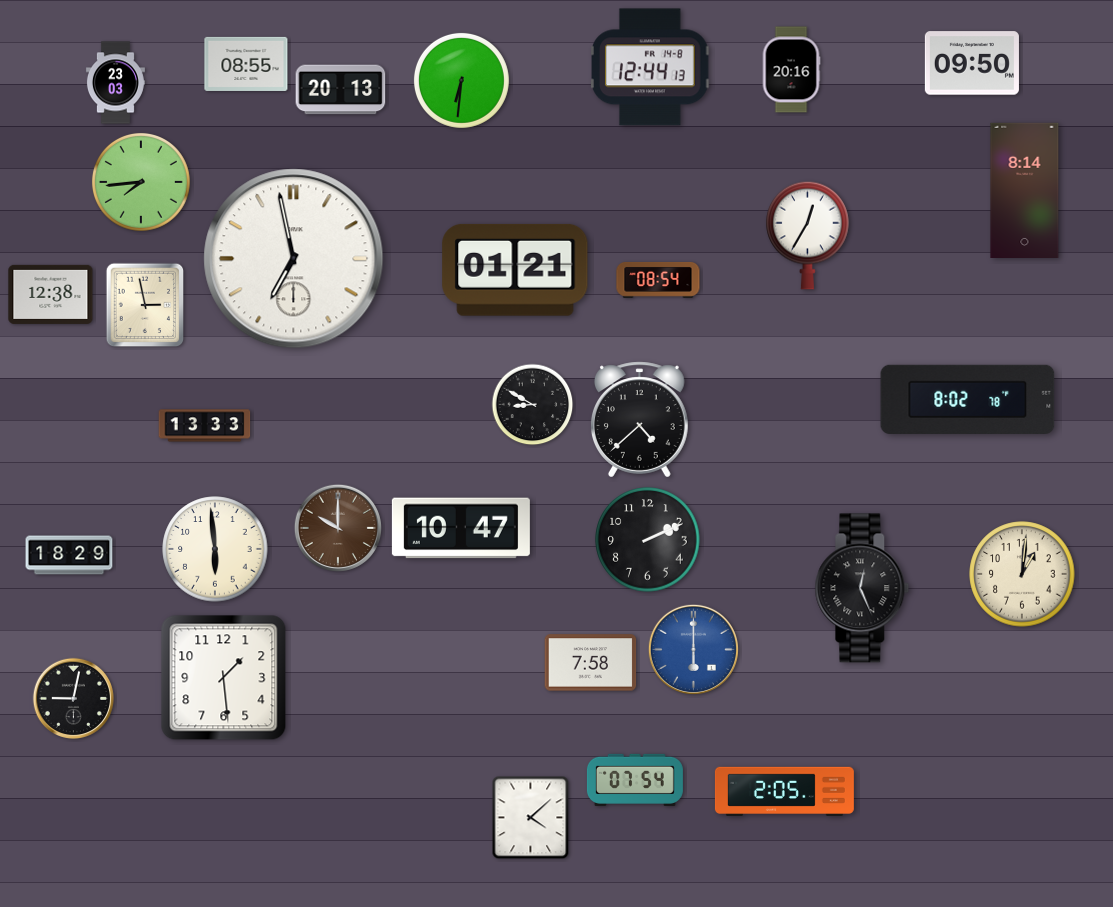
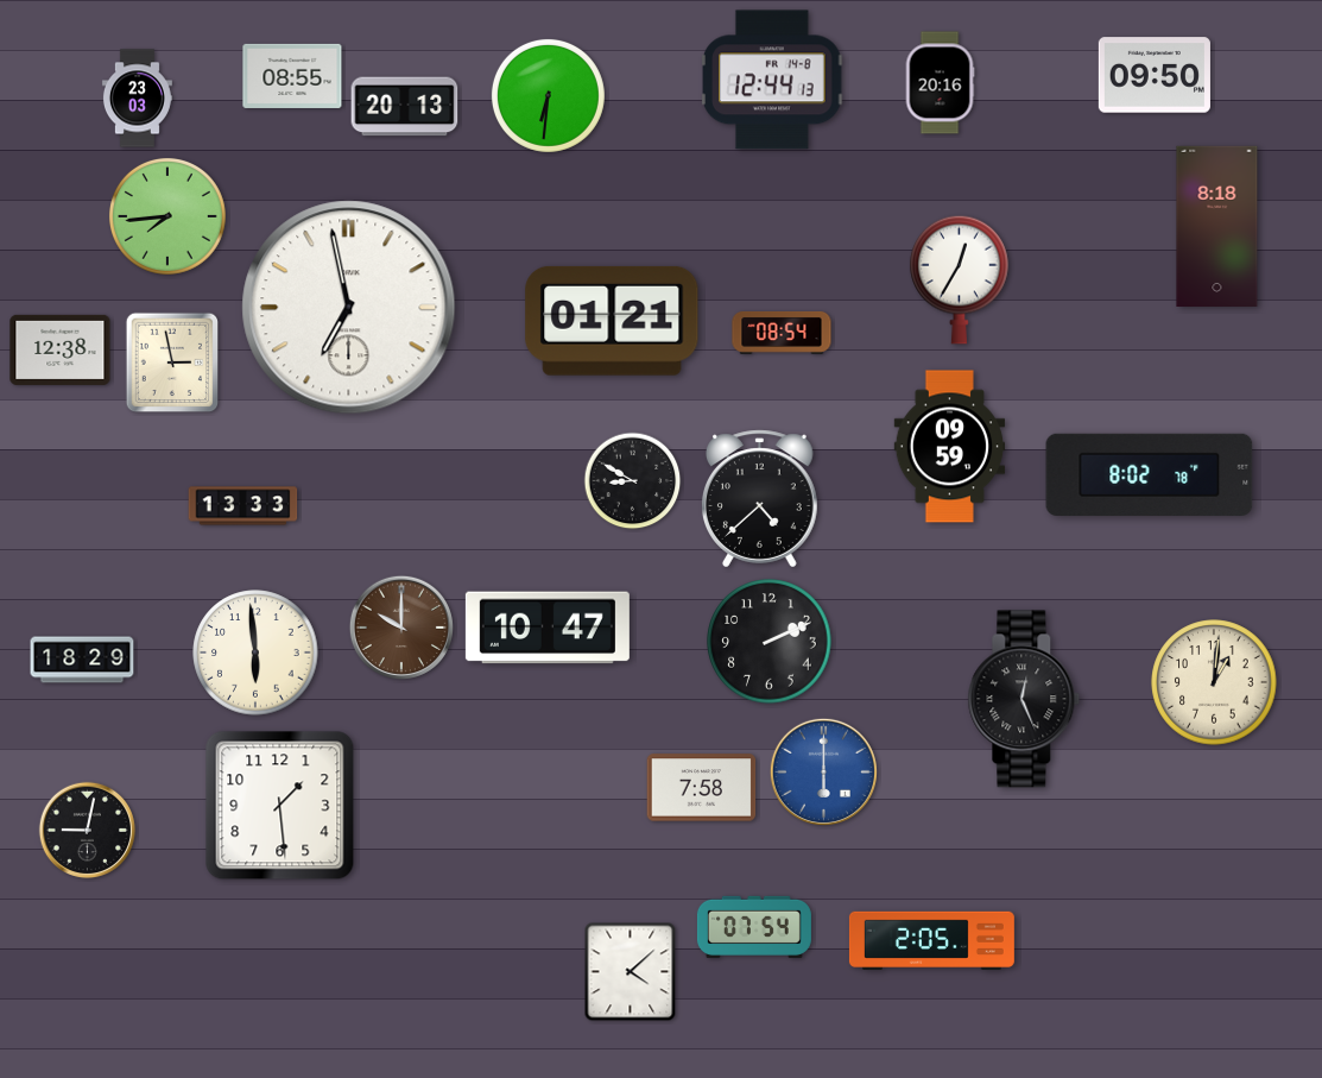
clock at (1025, 190): 8:14 -> 8:18
clock at (950, 447): none -> 09:59
clock at (224, 678) position: (224, 678) -> (280, 806)
